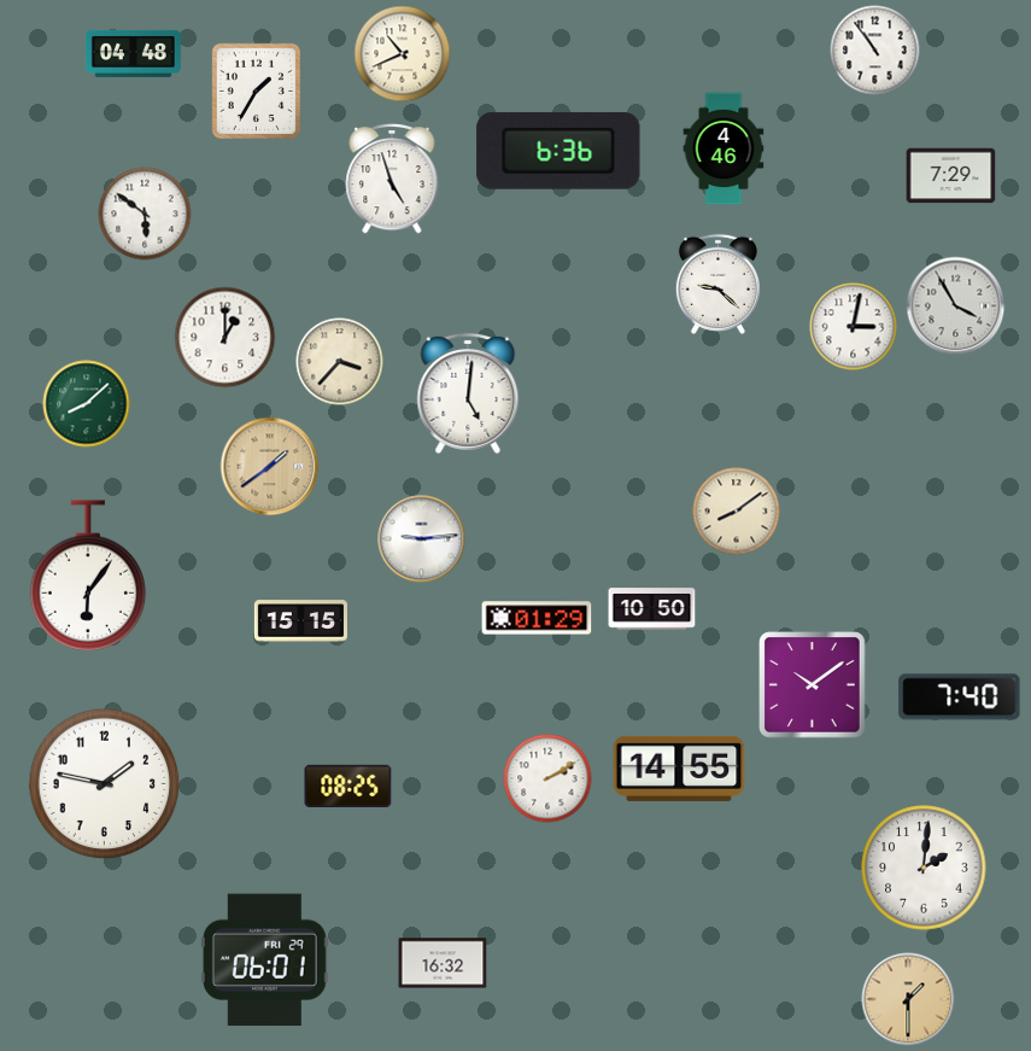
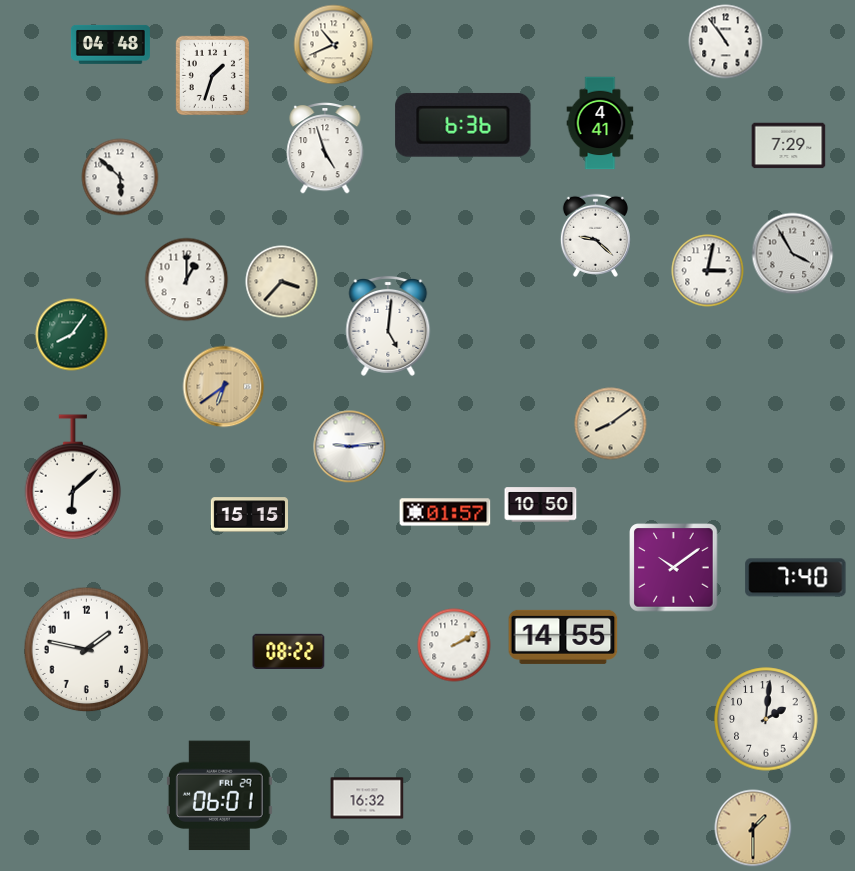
clock at (256, 90): 1:35 -> 1:33
clock at (724, 148): 4:46 -> 4:41
clock at (145, 214): 5:51 -> 5:52
clock at (340, 362) position: (340, 362) -> (282, 282)
clock at (87, 404): 8:08 -> 8:06
clock at (270, 467): 1:39 -> 6:39
clock at (88, 576): 6:06 -> 6:08
clock at (537, 618): 01:29 -> 01:57
clock at (348, 786): 08:25 -> 08:22
